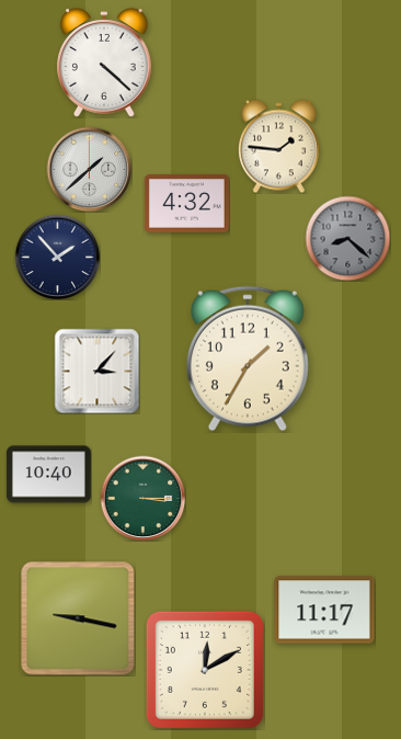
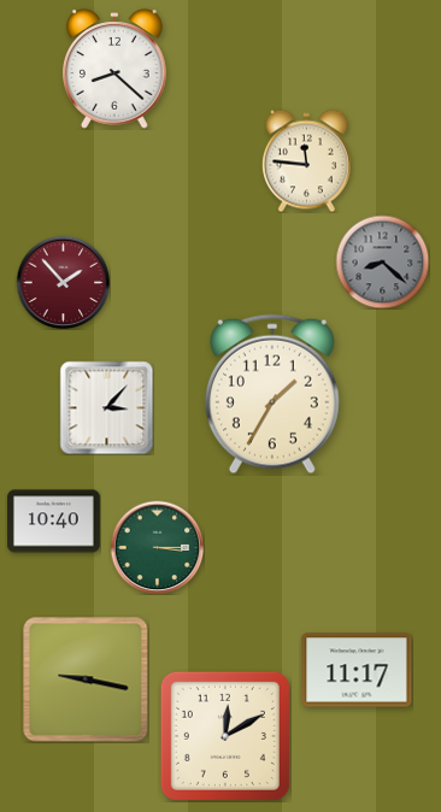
clock at (105, 62): 4:22 -> 8:22
clock at (278, 146): 1:46 -> 11:46
clock at (89, 169): 1:38 -> none
clock at (186, 204): 4:32 -> none
clock at (57, 257) dial: navy -> burgundy
